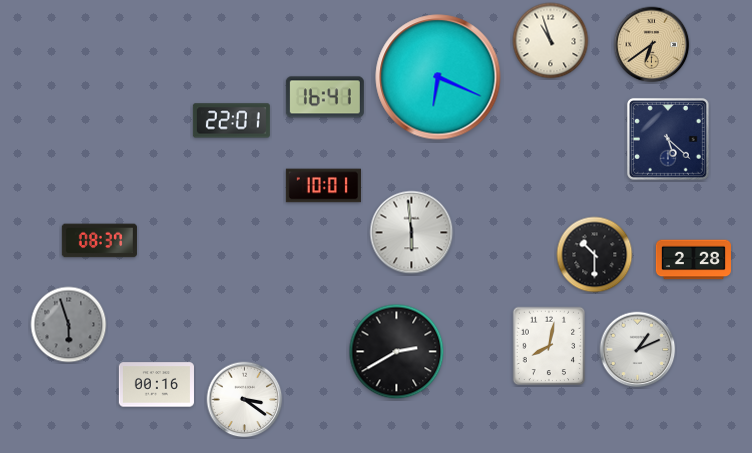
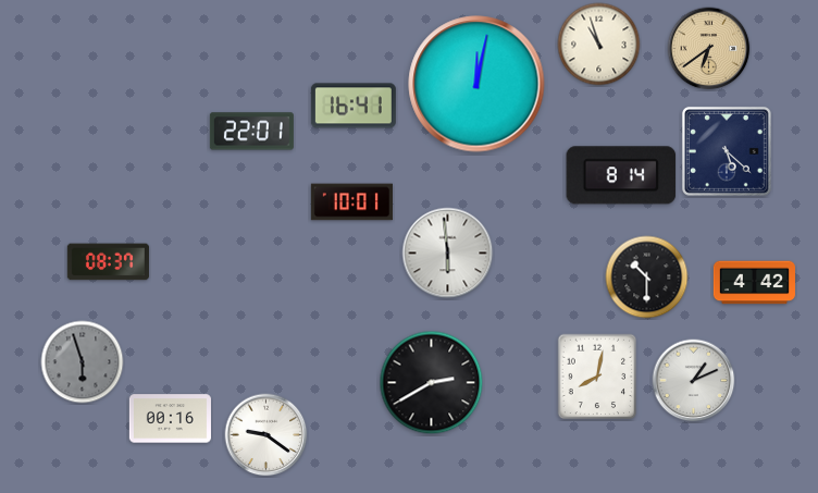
clock at (438, 77): 6:19 -> 12:02
clock at (621, 175): none -> 8:14
clock at (693, 260): 2:28 -> 4:42
clock at (69, 325) position: (69, 325) -> (83, 362)
clock at (245, 400): 3:21 -> 9:21
